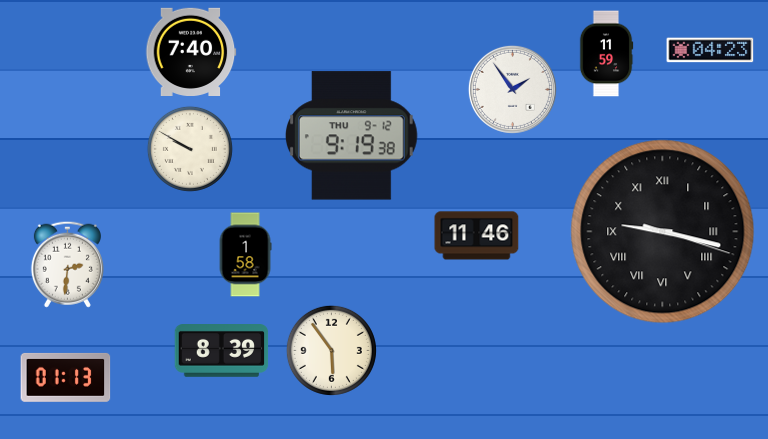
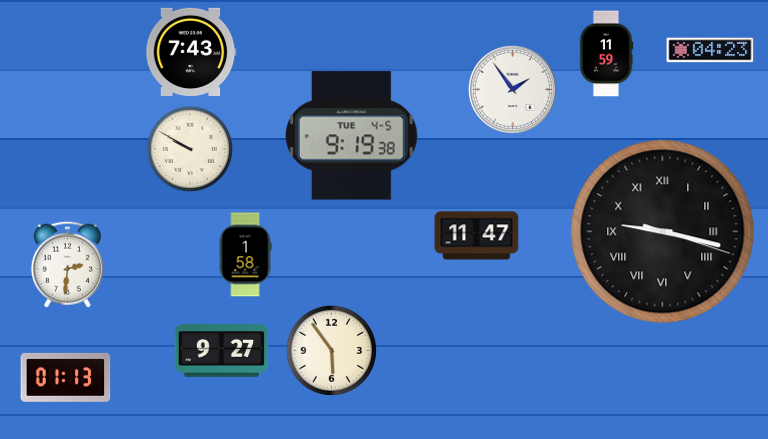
clock at (191, 51): 7:40 -> 7:43
clock at (352, 136) date: THU 9-12 -> TUE 4-5
clock at (477, 236): 11:46 -> 11:47
clock at (222, 351): 8:39 -> 9:27
